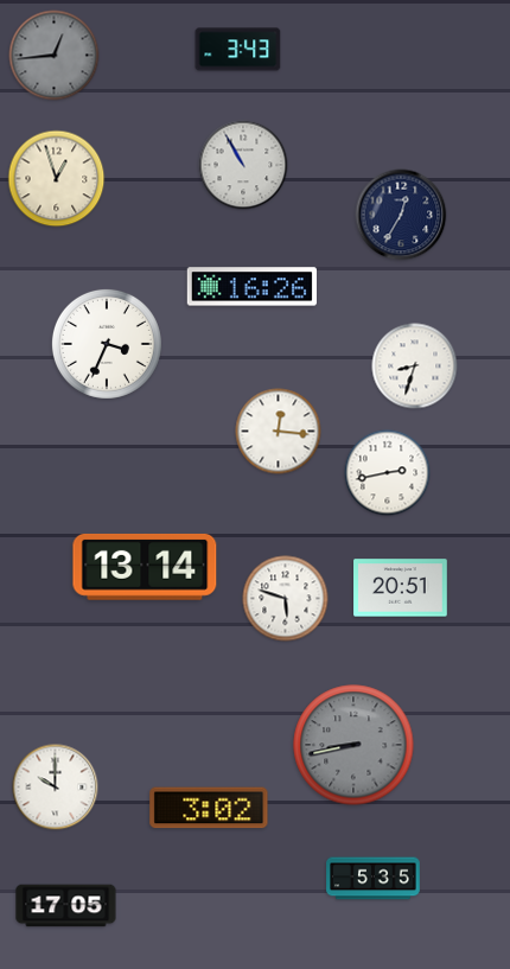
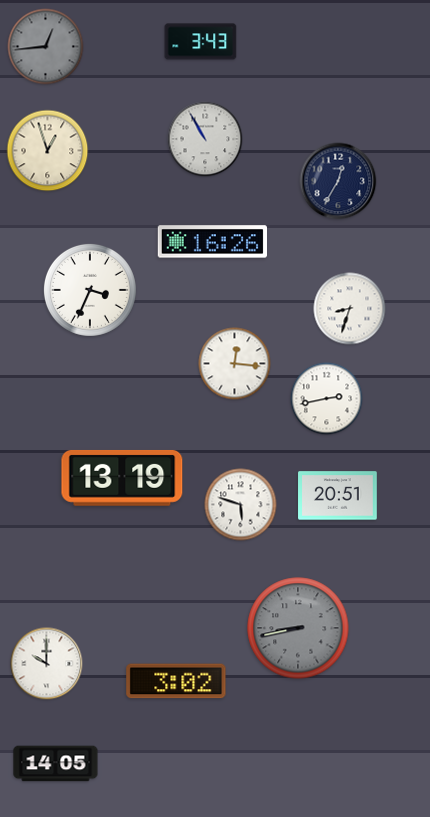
clock at (145, 567): 13:14 -> 13:19
clock at (374, 879): 5:35 -> none
clock at (66, 906): 17:05 -> 14:05
